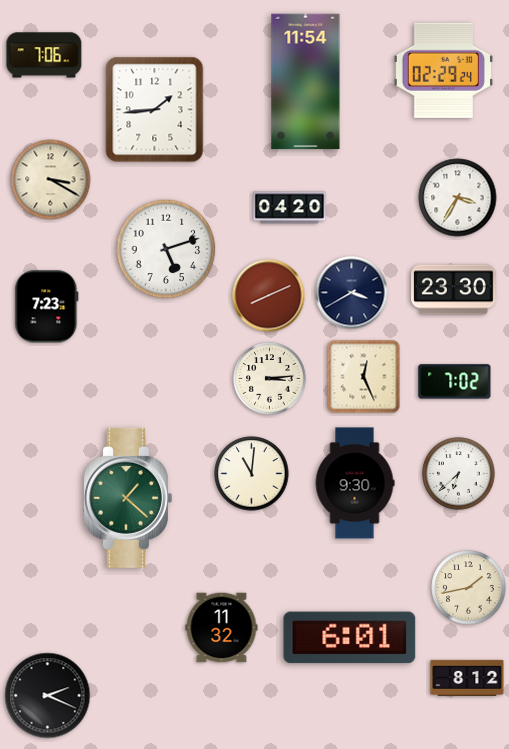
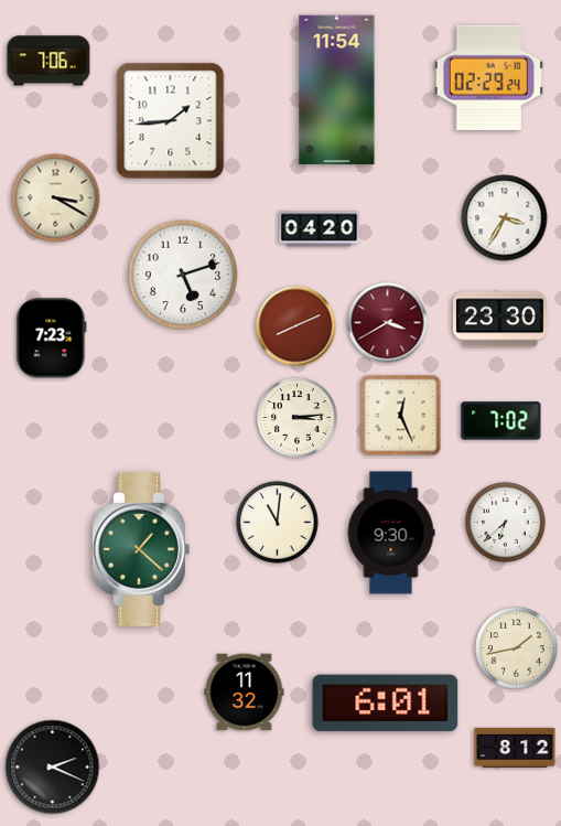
clock at (352, 293) dial: navy -> burgundy
